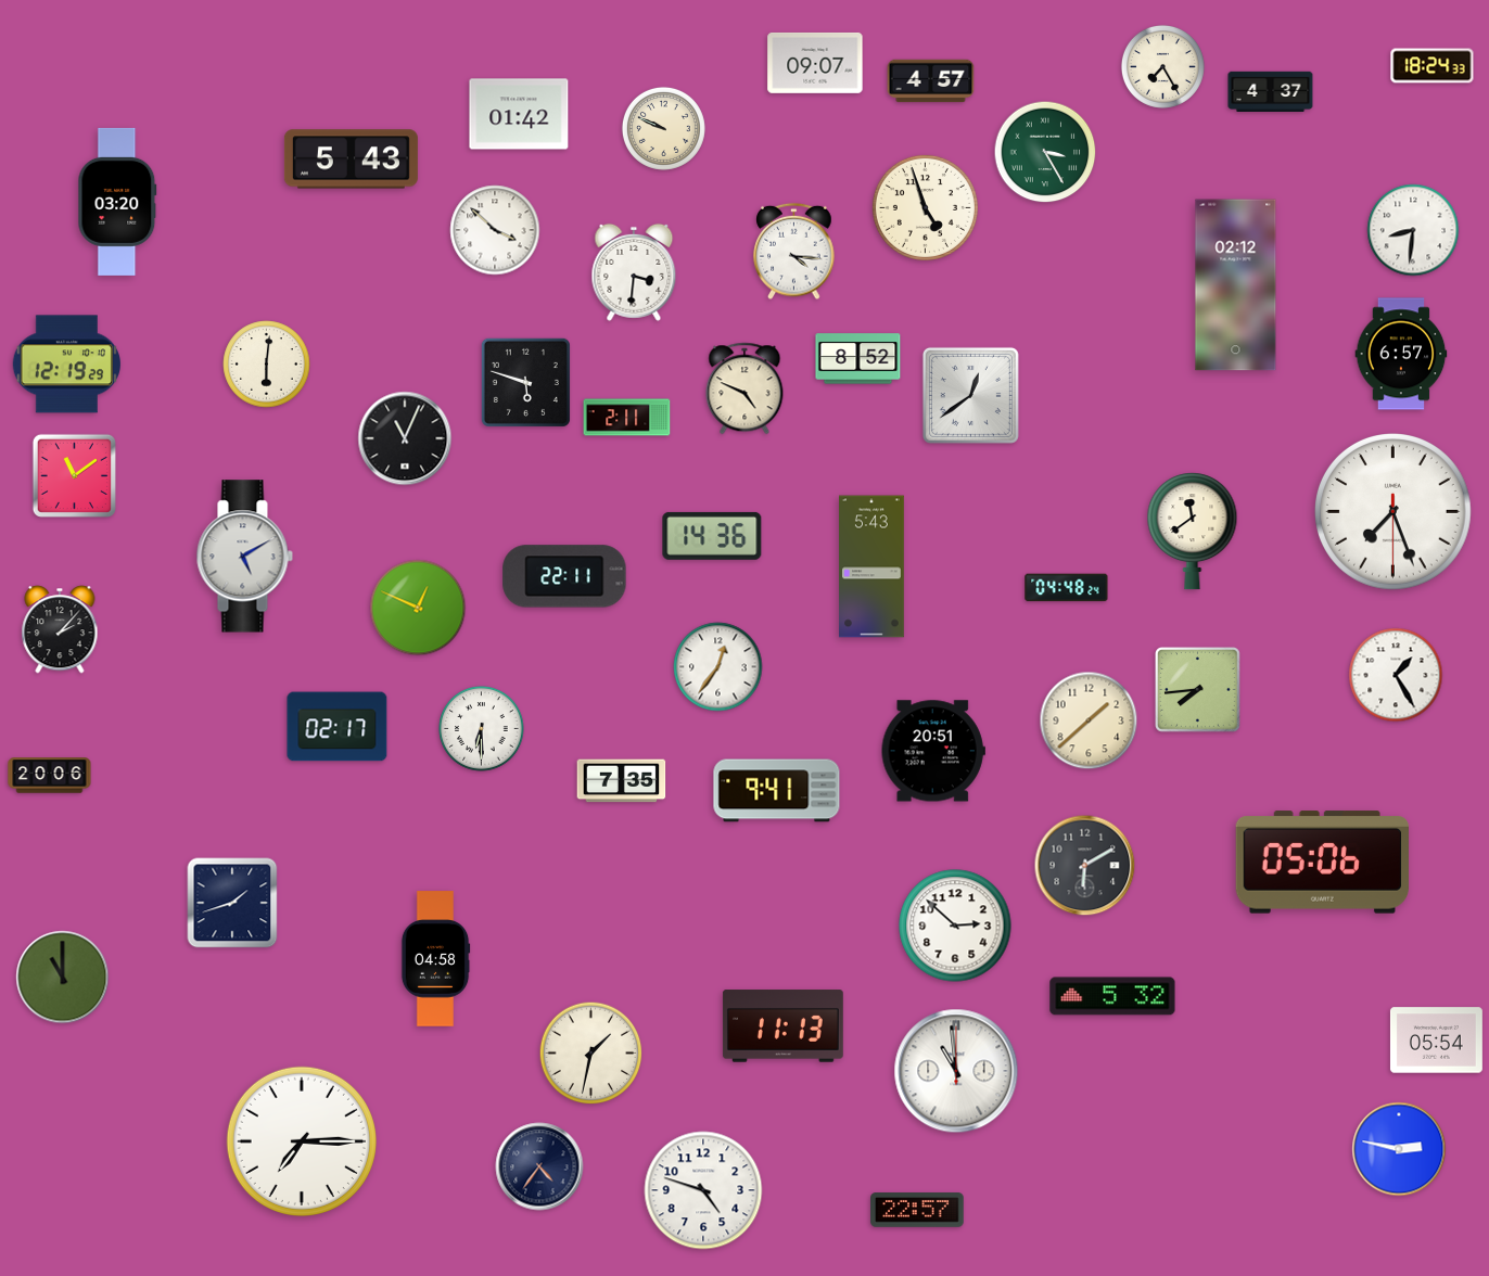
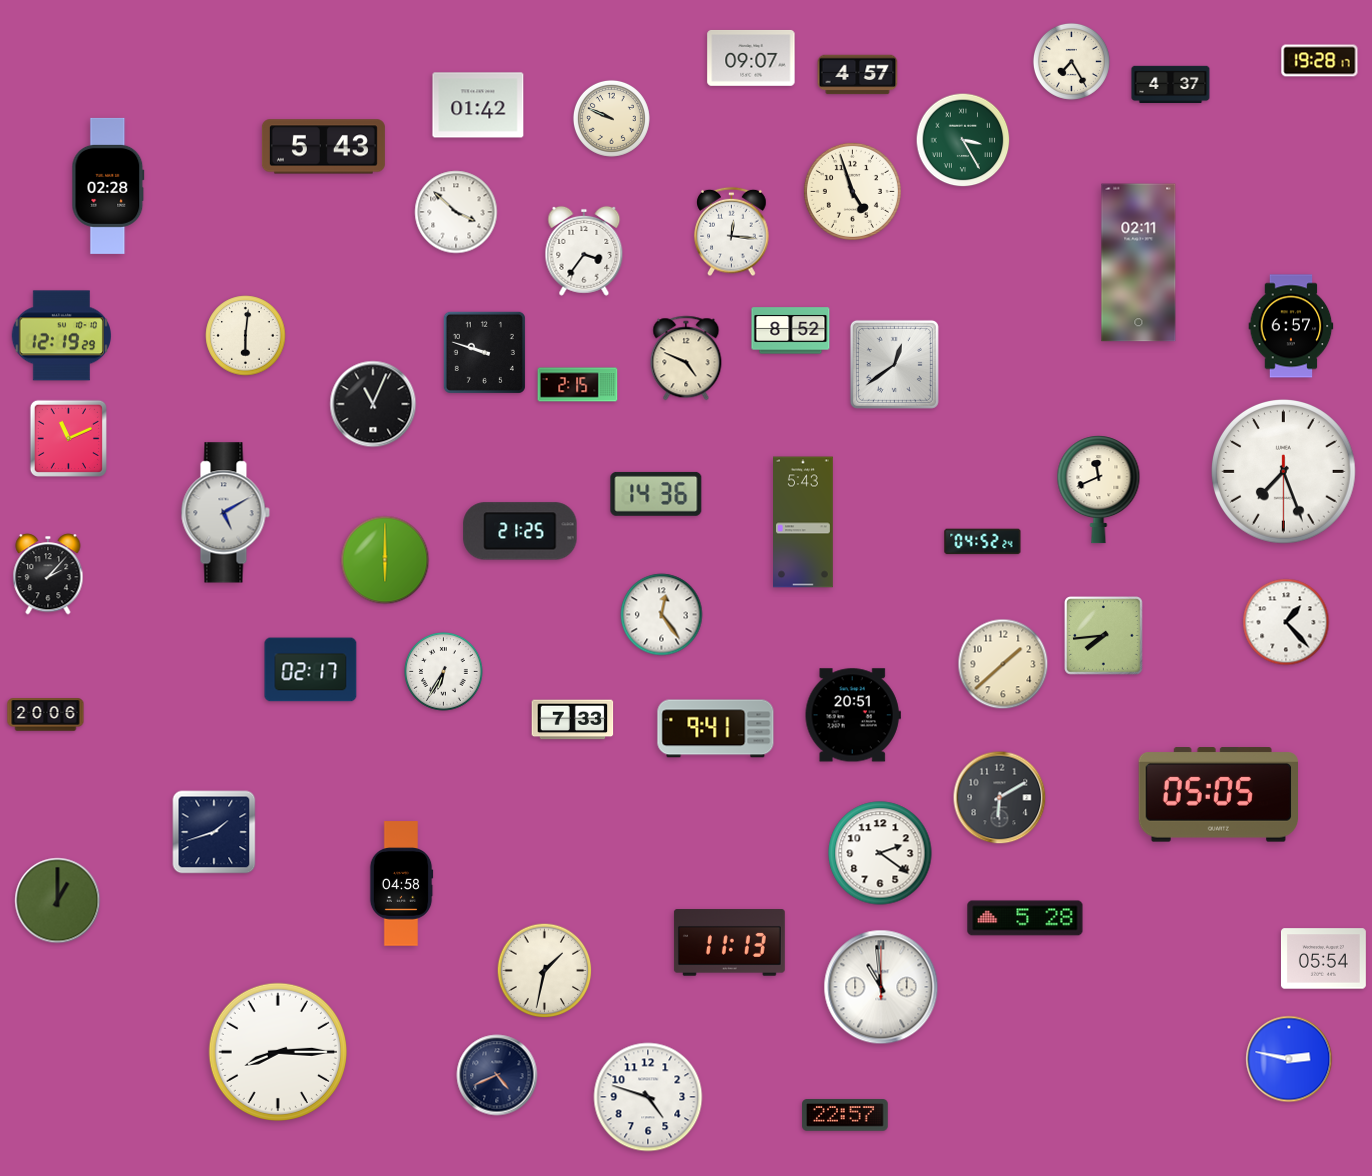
clock at (1433, 66): 18:24 -> 19:28
clock at (117, 202): 03:20 -> 02:28
clock at (1413, 230): 8:31 -> none
clock at (794, 252): 4:16 -> 12:16
clock at (634, 272): 3:31 -> 3:36
clock at (1236, 285): 02:12 -> 02:11
clock at (525, 382): 5:48 -> 9:48
clock at (627, 418): 2:11 -> 2:15
clock at (74, 475): 11:09 -> 11:11
clock at (1193, 532): 11:39 -> 11:41
clock at (564, 576): 22:11 -> 21:25
clock at (1067, 588): 04:48 -> 04:52
clock at (418, 608): 12:49 -> 6:00
clock at (60, 629) position: (60, 629) -> (48, 574)
clock at (718, 667): 12:36 -> 12:24
clock at (1396, 675): 1:25 -> 1:23
clock at (482, 729): 6:30 -> 6:35
clock at (933, 751) position: (933, 751) -> (853, 715)
clock at (622, 781): 7:35 -> 7:33
clock at (1322, 863): 05:06 -> 05:05
clock at (955, 926): 2:52 -> 2:21
clock at (63, 978): 11:00 -> 1:00
clock at (1112, 996): 5:32 -> 5:28
clock at (782, 1026) position: (782, 1026) -> (729, 943)
clock at (302, 1141): 7:15 -> 8:15
clock at (539, 1166): 4:36 -> 4:41
